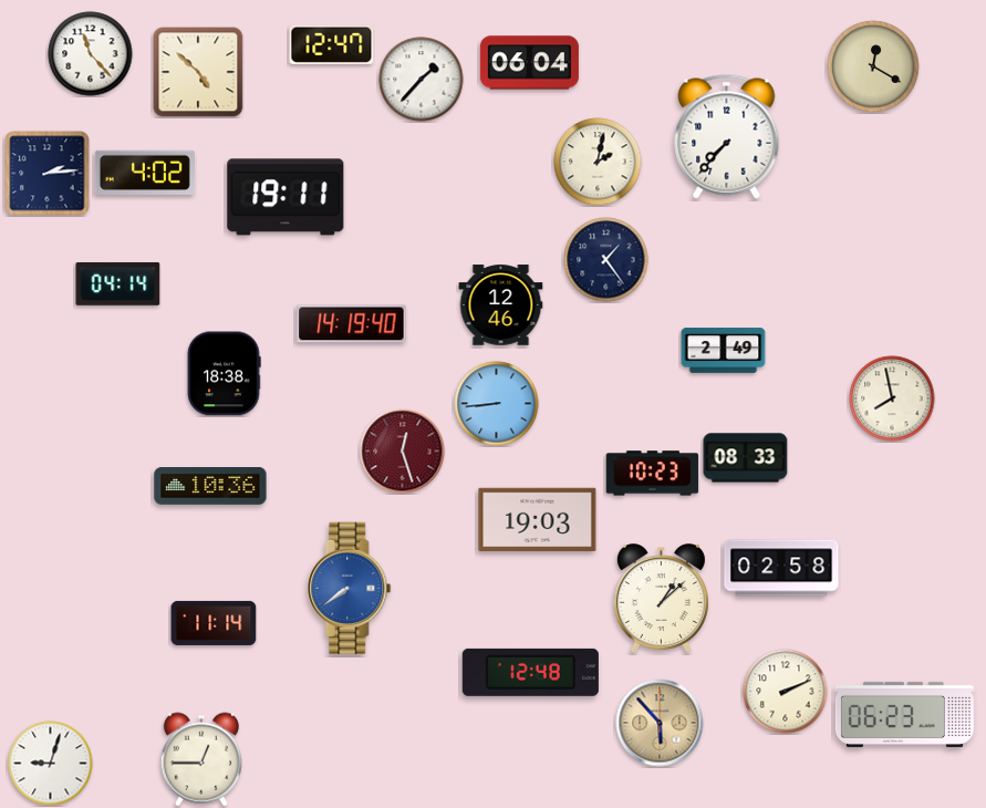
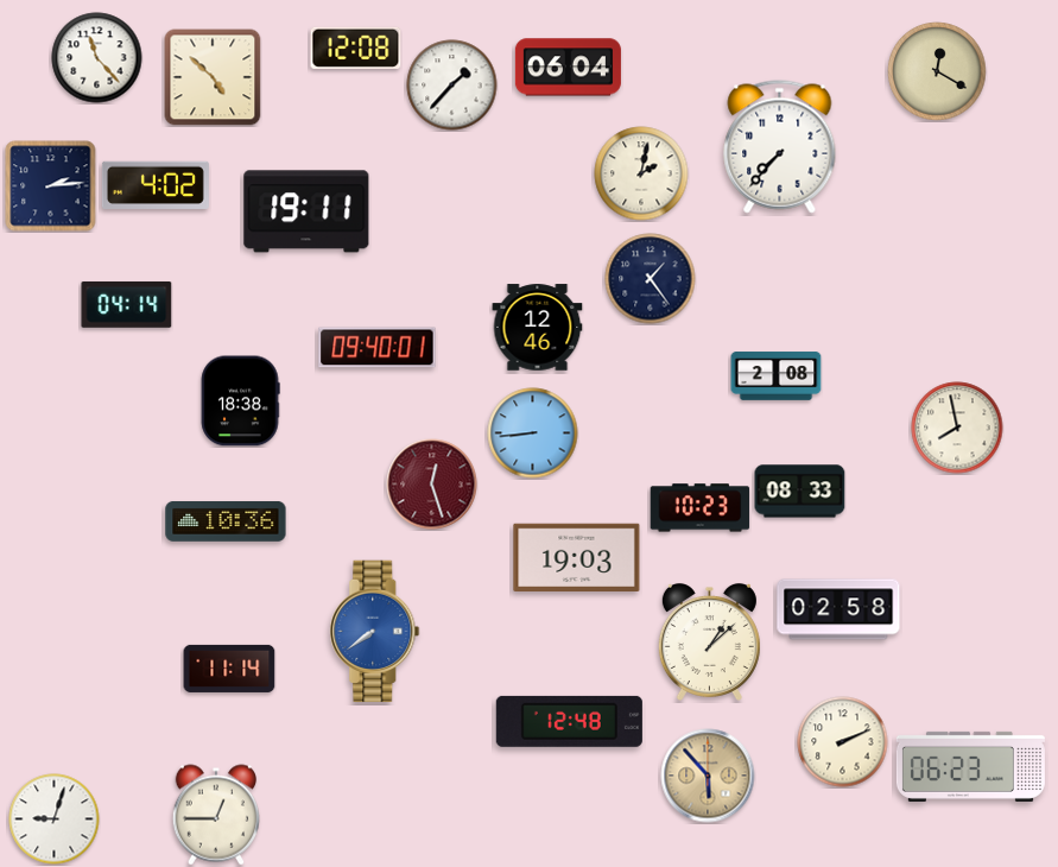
clock at (332, 44): 12:47 -> 12:08
clock at (352, 324): 14:19 -> 09:40
clock at (724, 351): 2:49 -> 2:08
